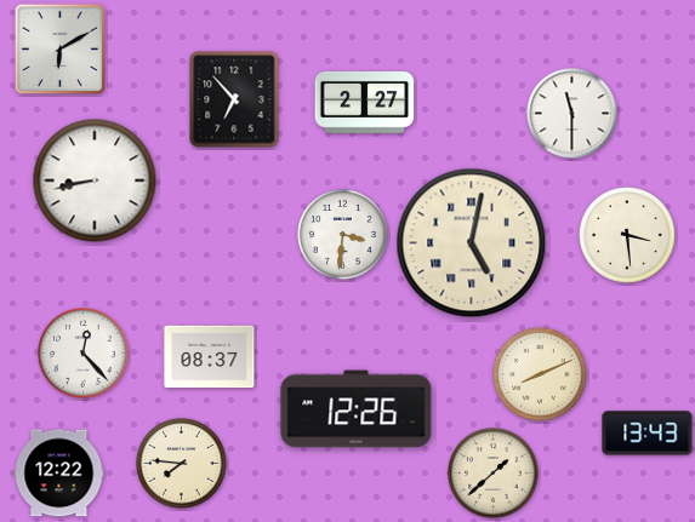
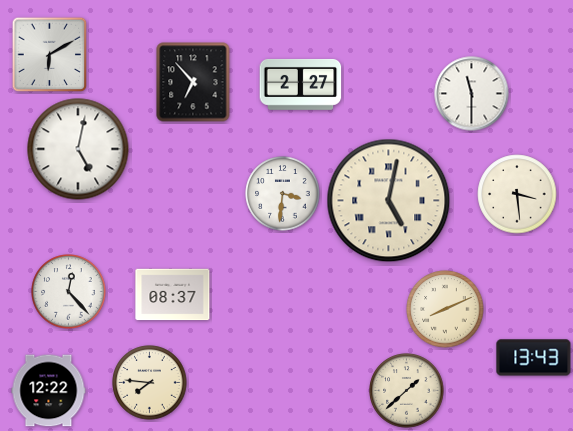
clock at (61, 50) position: (61, 50) -> (50, 55)
clock at (95, 180): 8:43 -> 5:02
clock at (357, 409): 12:26 -> none
